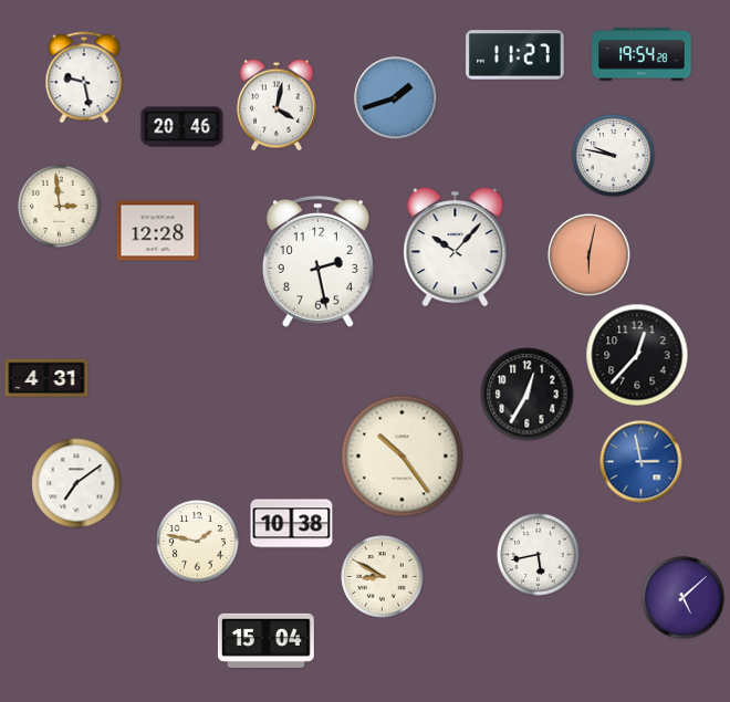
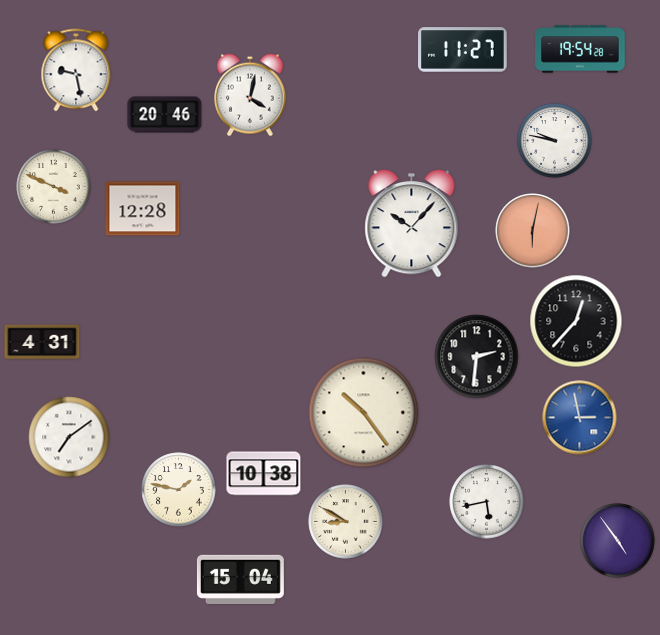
clock at (515, 55) position: (515, 55) -> (463, 50)
clock at (396, 98): 1:42 -> none
clock at (60, 207): 2:59 -> 3:49
clock at (317, 262): 2:28 -> none
clock at (528, 395): 12:35 -> 2:31
clock at (684, 598): 5:08 -> 4:54
